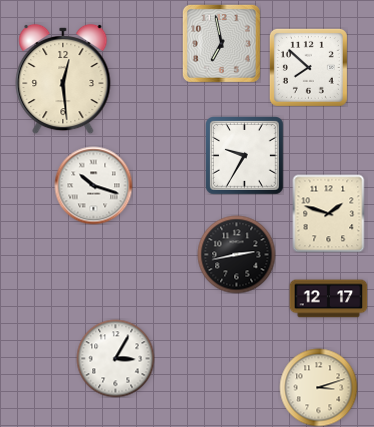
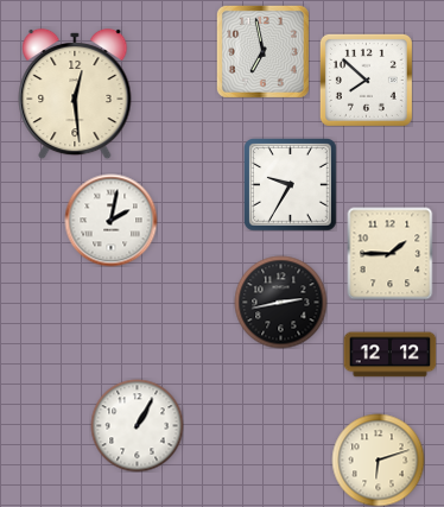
clock at (93, 185): 10:18 -> 2:02
clock at (329, 213): 1:48 -> 1:45
clock at (328, 299): 12:17 -> 12:12
clock at (115, 358): 3:05 -> 1:05
clock at (318, 387): 3:12 -> 6:12
